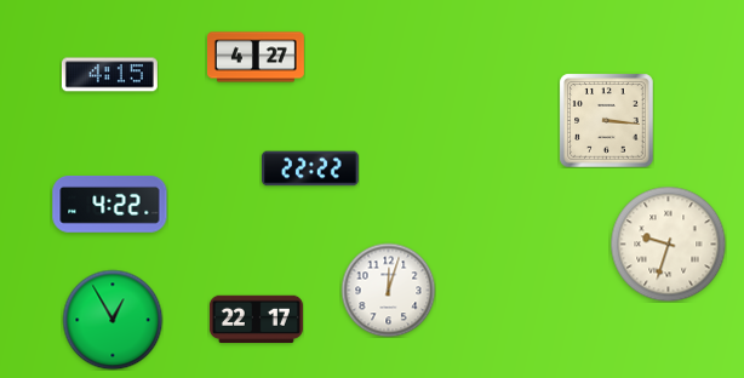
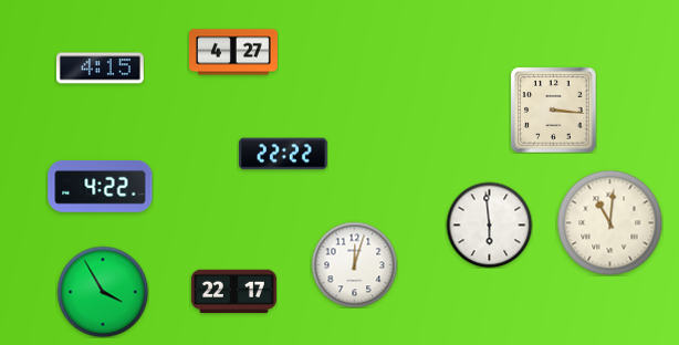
clock at (668, 244): 9:33 -> 11:01
clock at (489, 224): none -> 5:59
clock at (113, 320): 12:55 -> 3:55
